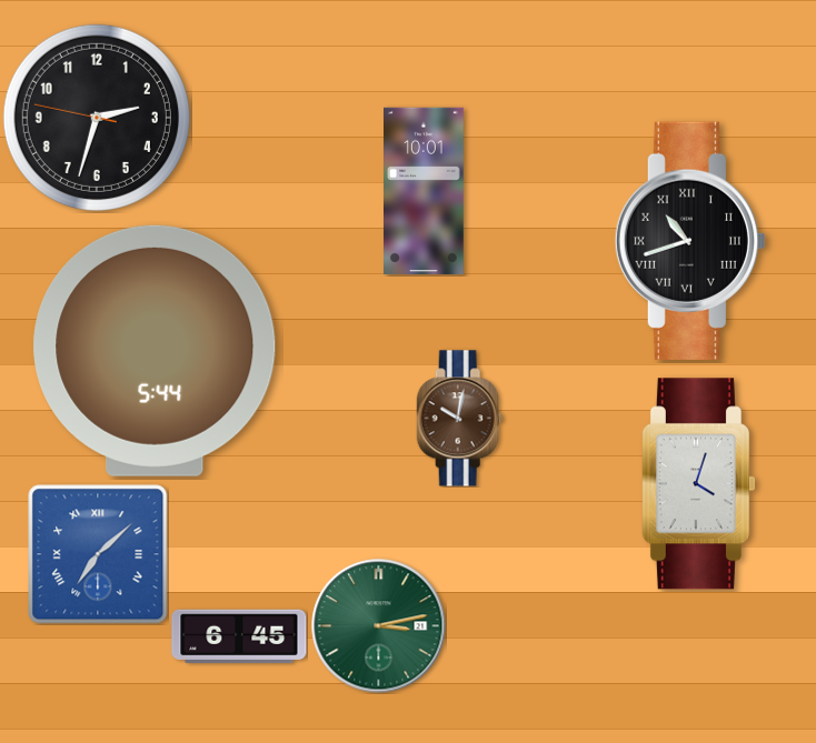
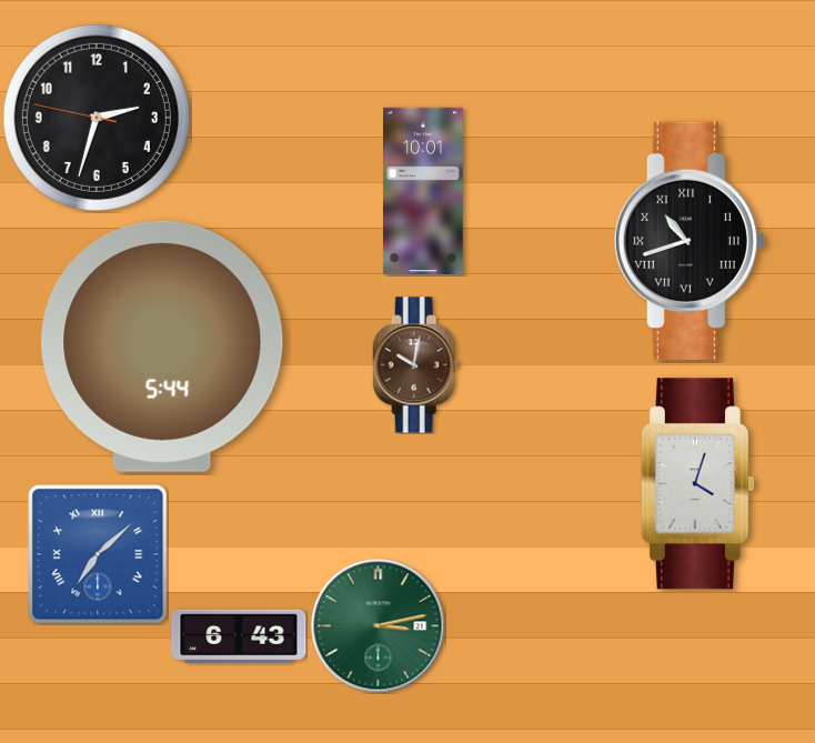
clock at (155, 351) position: (155, 351) -> (162, 347)
clock at (460, 419) position: (460, 419) -> (416, 365)
clock at (239, 636): 6:45 -> 6:43
